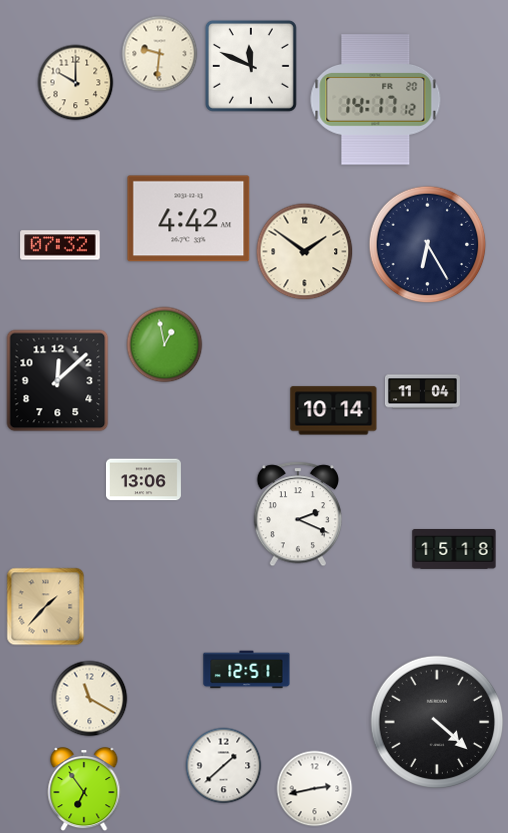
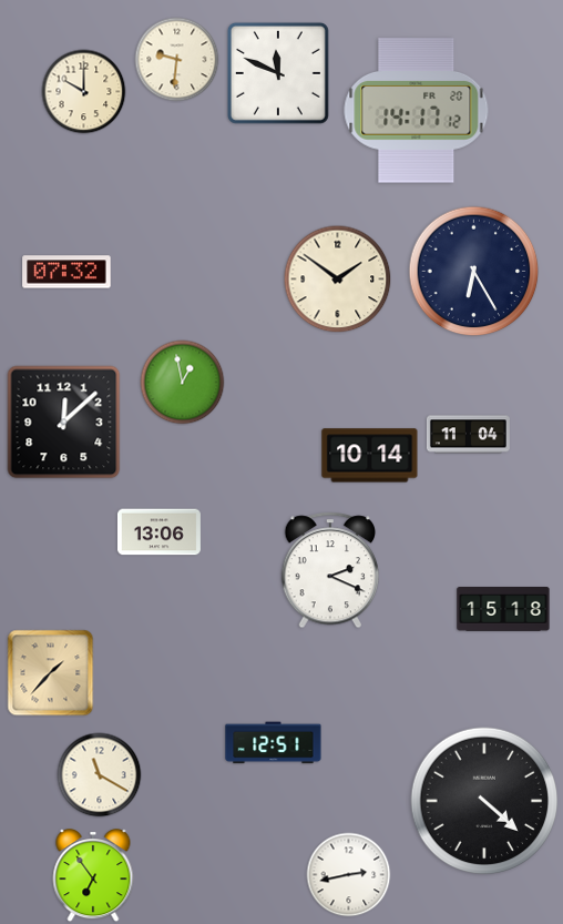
clock at (189, 219): 4:42 -> none
clock at (224, 766): 1:38 -> none
